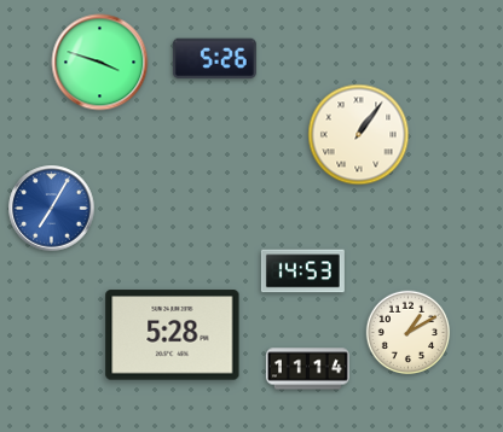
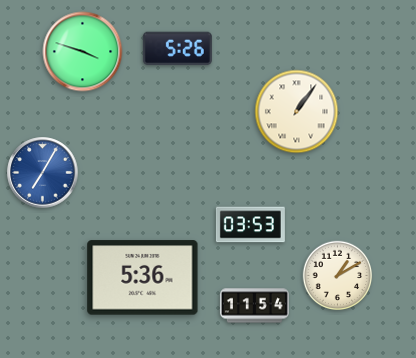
clock at (302, 272): 14:53 -> 03:53
clock at (173, 335): 5:28 -> 5:36
clock at (307, 369): 11:14 -> 11:54
